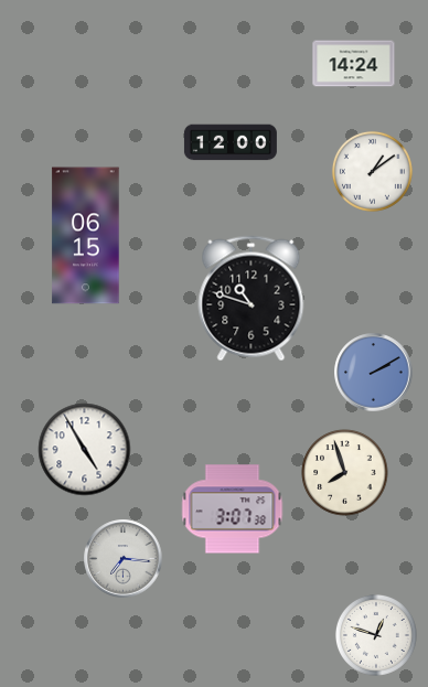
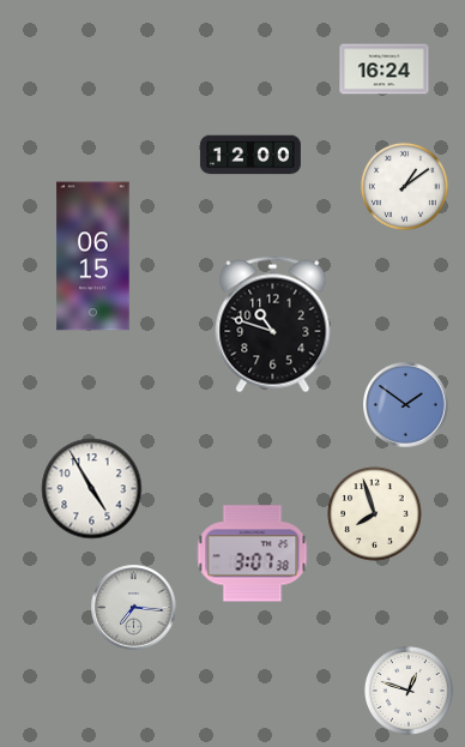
clock at (354, 64): 14:24 -> 16:24
clock at (374, 373): 2:10 -> 1:51
